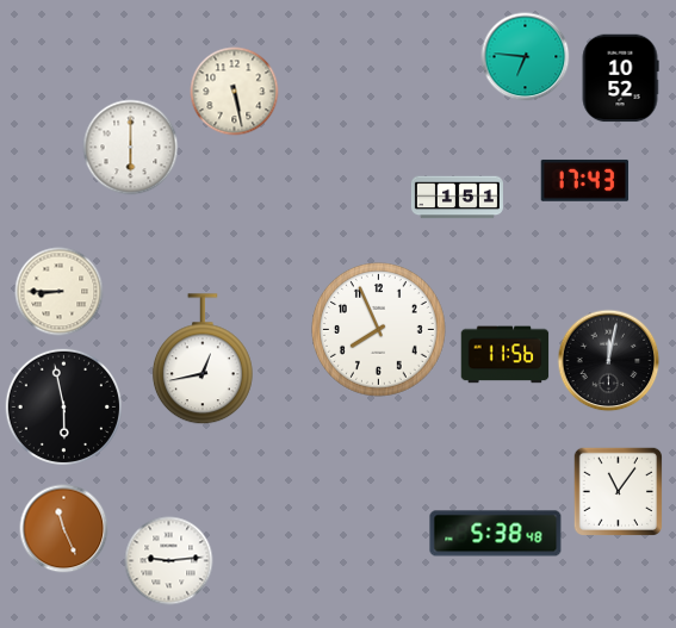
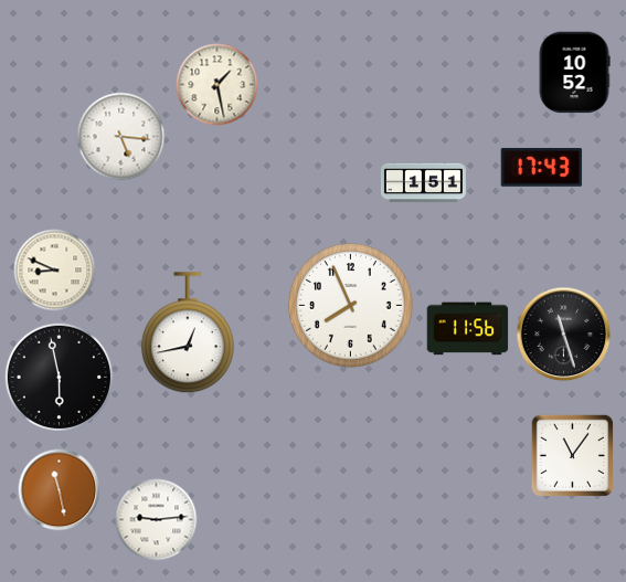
clock at (526, 57): 6:46 -> none
clock at (235, 92): 5:28 -> 1:28
clock at (131, 148): 6:00 -> 5:16
clock at (60, 292): 8:45 -> 8:49
clock at (609, 361): 12:02 -> 11:27
clock at (64, 529): 11:26 -> 11:28
clock at (496, 534): 5:38 -> none
